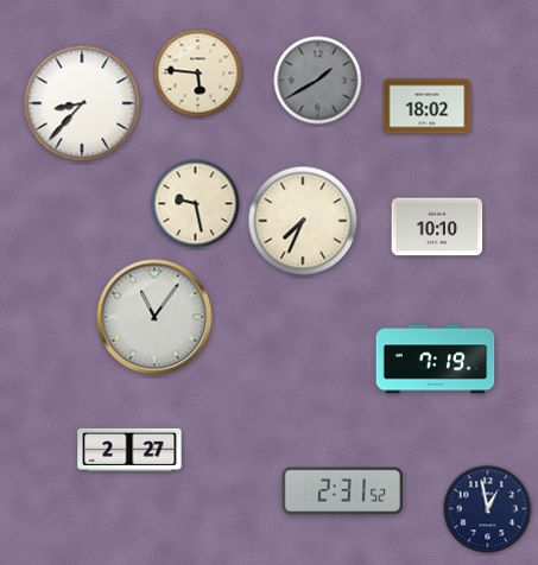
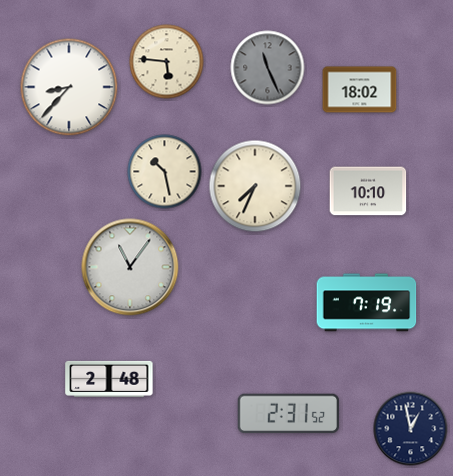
clock at (318, 81): 1:40 -> 11:26
clock at (196, 204): 9:28 -> 10:28
clock at (129, 450): 2:27 -> 2:48
